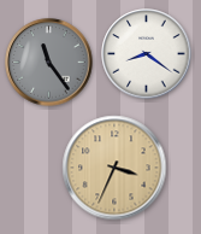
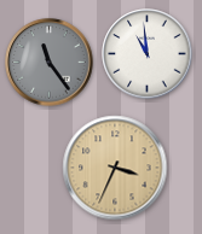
clock at (147, 54): 8:21 -> 10:59
